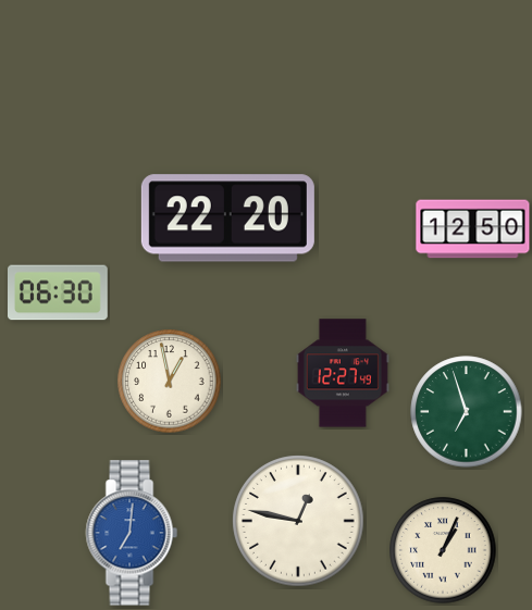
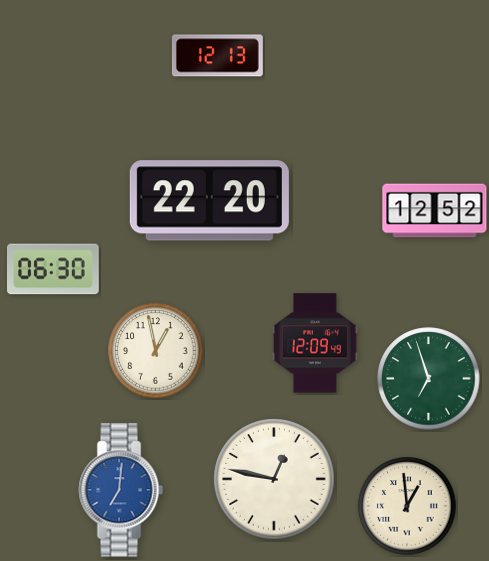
clock at (217, 56): none -> 12:13
clock at (473, 229): 12:50 -> 12:52
clock at (343, 373): 12:27 -> 12:09
clock at (443, 550): 1:04 -> 12:59
